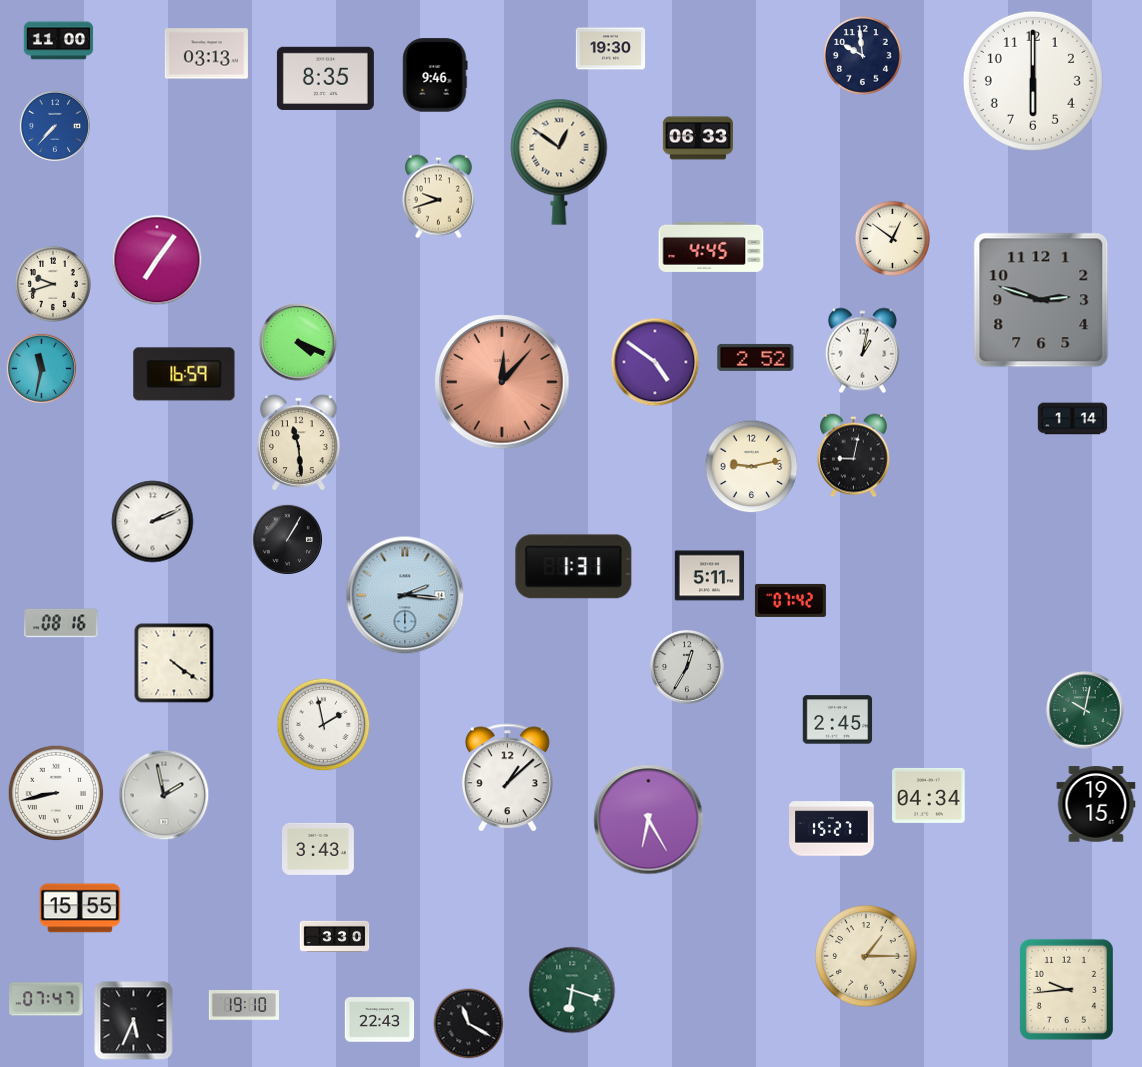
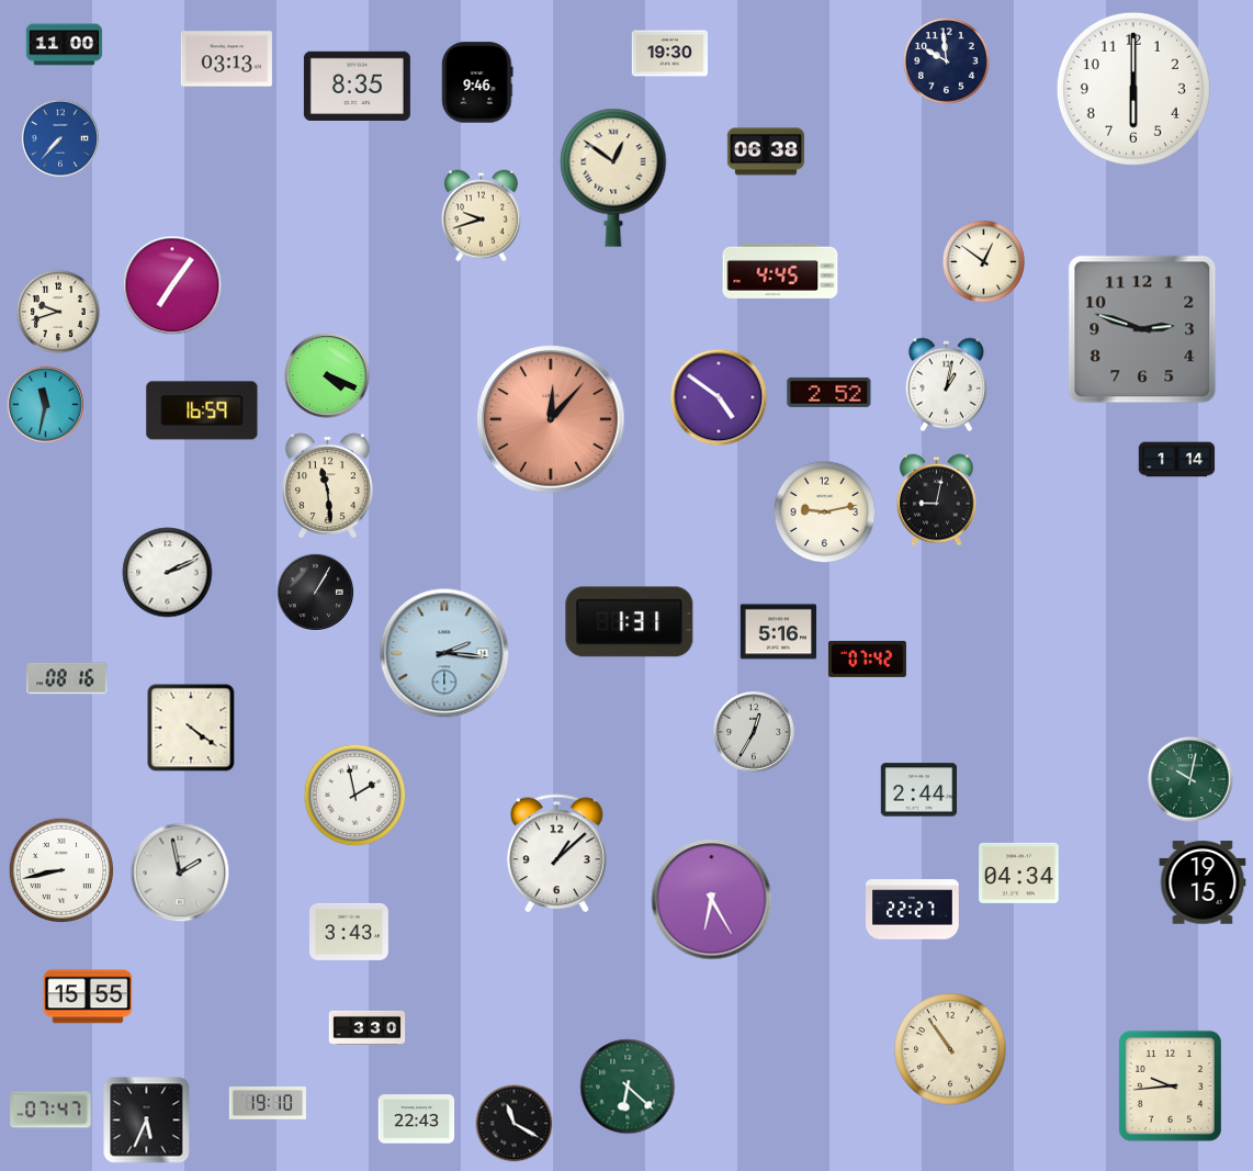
clock at (698, 138): 06:33 -> 06:38
clock at (892, 238) position: (892, 238) -> (983, 261)
clock at (710, 576): 5:11 -> 5:16
clock at (61, 623) position: (61, 623) -> (67, 678)
clock at (838, 720): 2:45 -> 2:44
clock at (832, 829): 15:27 -> 22:27
clock at (866, 956): 1:15 -> 10:54
clock at (572, 990): 6:18 -> 6:22
clock at (46, 999) position: (46, 999) -> (50, 1110)
